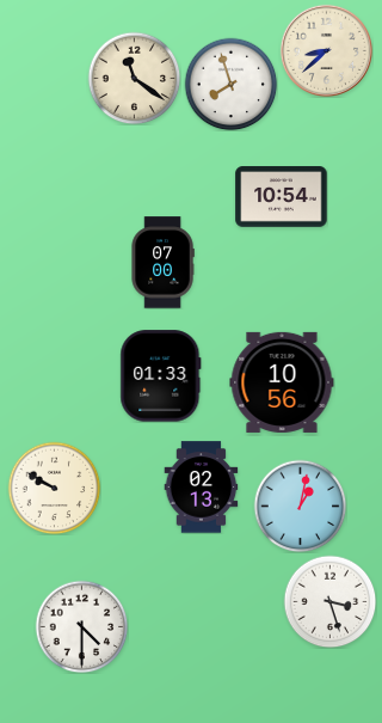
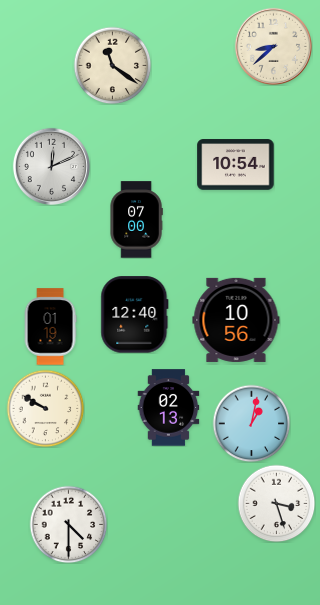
clock at (326, 50) position: (326, 50) -> (273, 46)
clock at (230, 84): 7:57 -> none
clock at (51, 166): none -> 12:11
clock at (161, 376): 01:33 -> 12:40
clock at (50, 327): none -> 01:19
